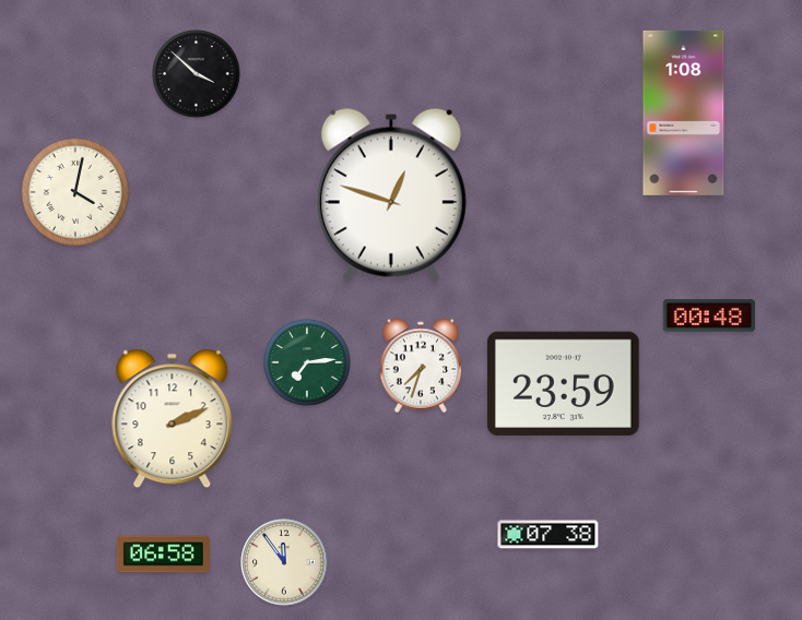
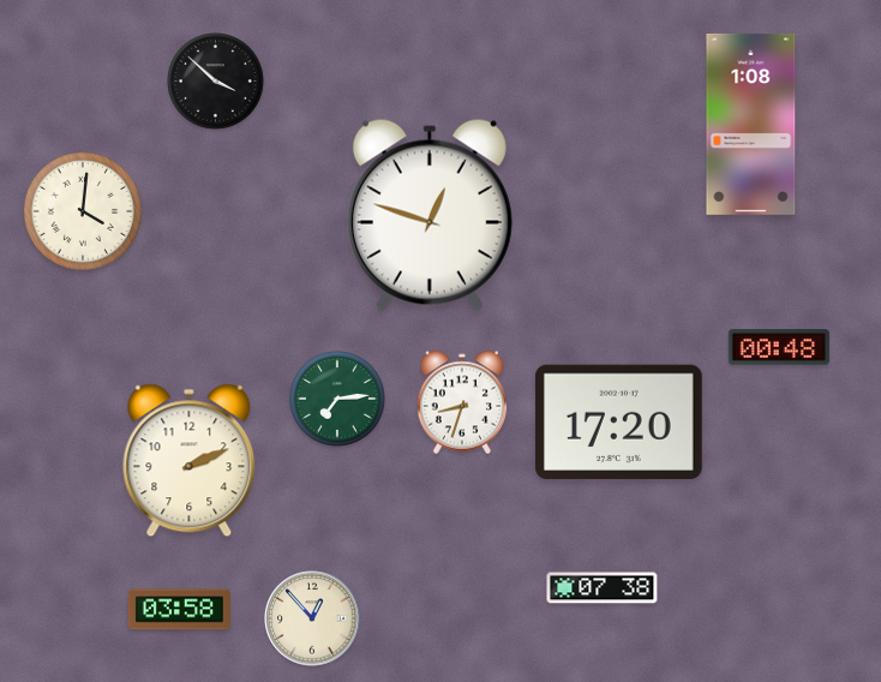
clock at (75, 192): 4:02 -> 4:01
clock at (421, 366): 7:33 -> 8:33
clock at (563, 383): 23:59 -> 17:20
clock at (163, 555): 06:58 -> 03:58
clock at (284, 562): 11:54 -> 12:53
